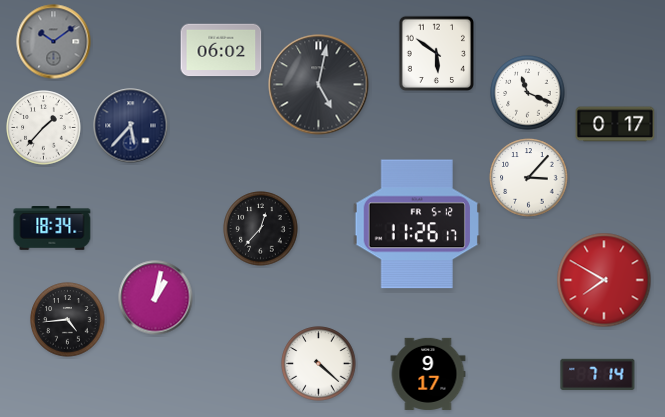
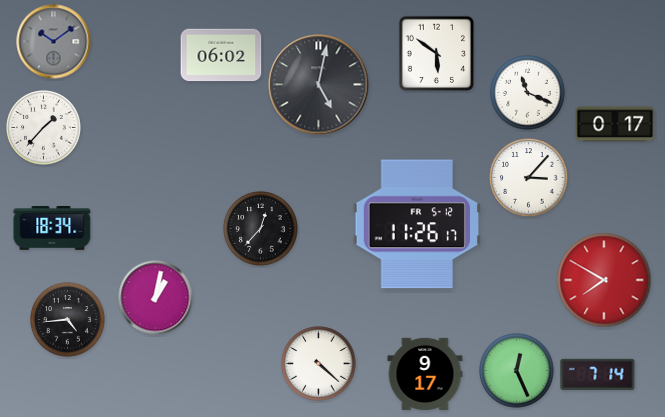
clock at (221, 50) position: (221, 50) -> (221, 55)
clock at (131, 126): 5:37 -> none
clock at (517, 371): none -> 12:26
clock at (428, 374) position: (428, 374) -> (425, 374)
